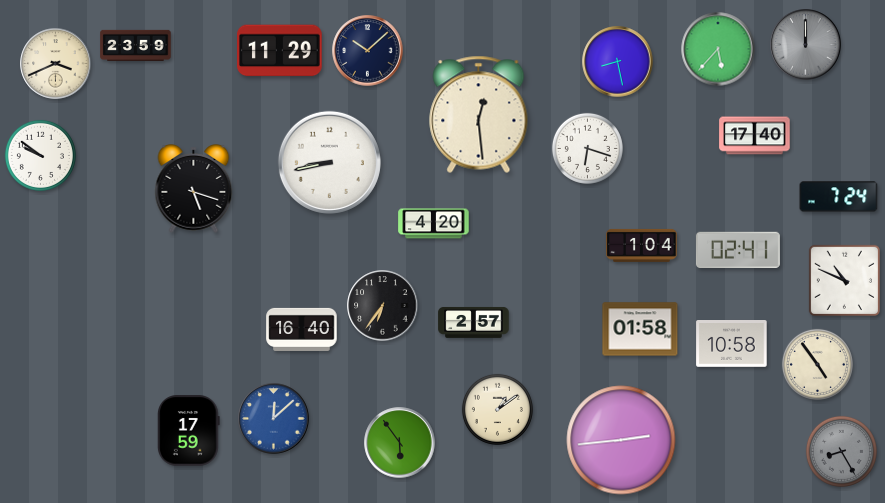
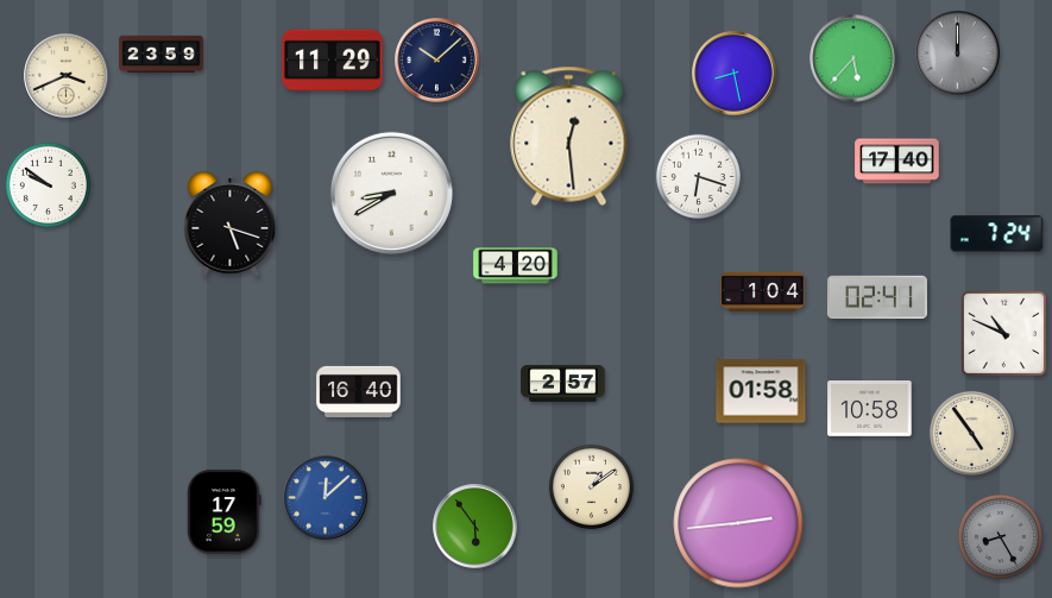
clock at (329, 162): 8:43 -> 8:40
clock at (383, 306): 6:36 -> none
